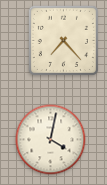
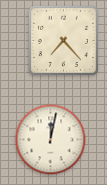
clock at (51, 140): 4:02 -> 12:02
